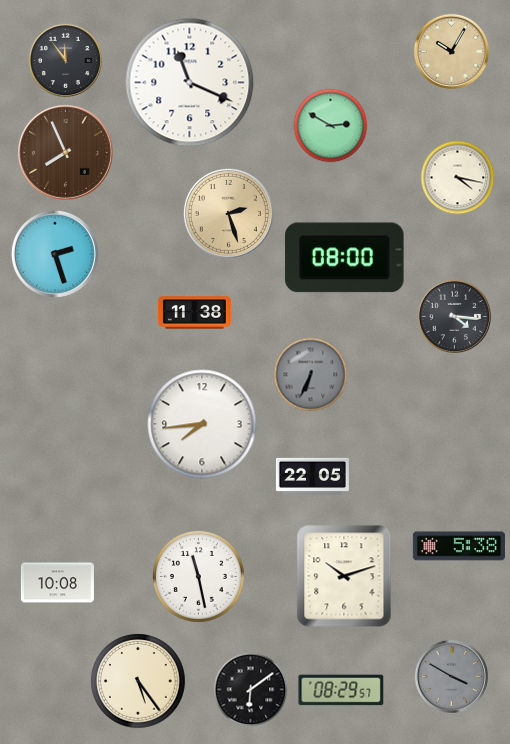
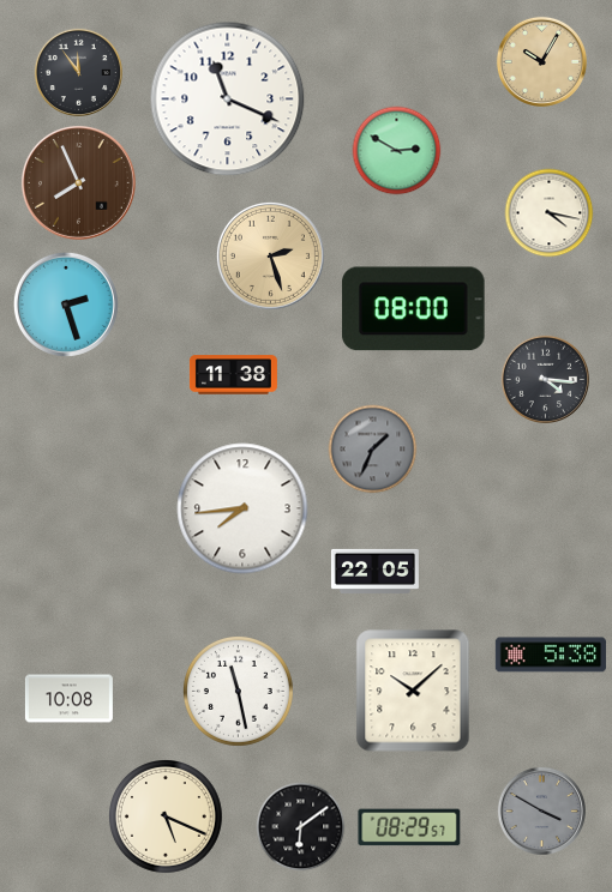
clock at (228, 213) position: (228, 213) -> (270, 255)
clock at (311, 375): 6:34 -> 1:34
clock at (344, 576): 10:12 -> 10:08
clock at (139, 682): 5:24 -> 5:19
